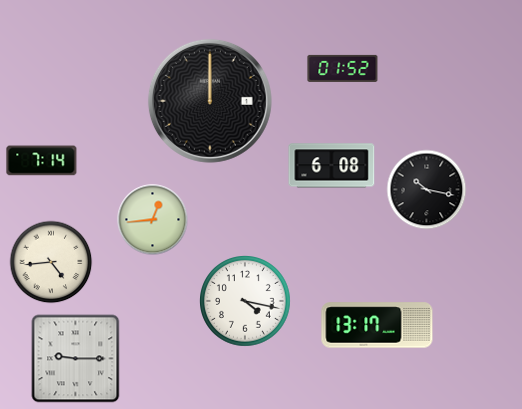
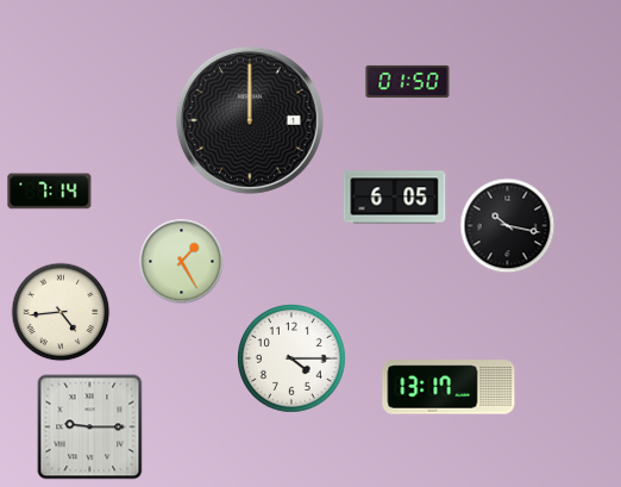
clock at (343, 68): 01:52 -> 01:50
clock at (332, 166): 6:08 -> 6:05
clock at (153, 220): 12:44 -> 1:25
clock at (246, 302): 4:17 -> 4:15
